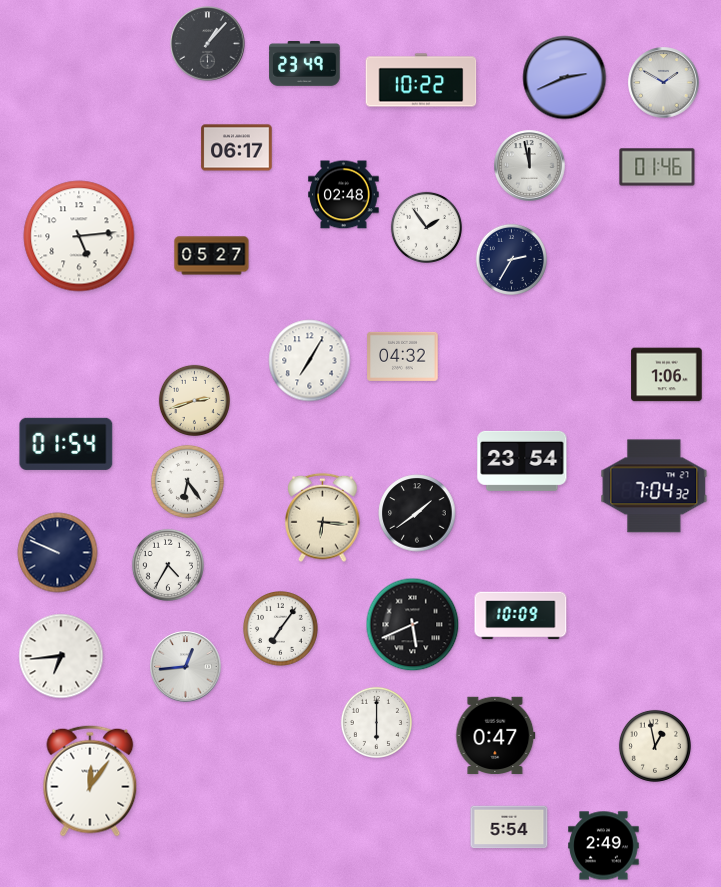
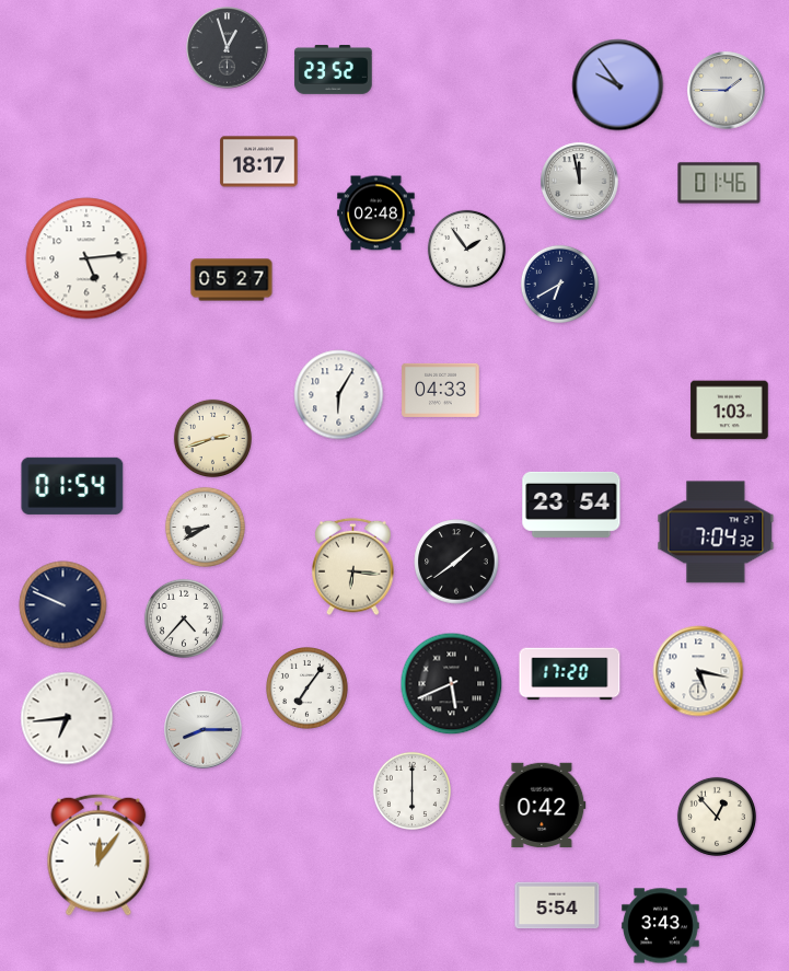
clock at (208, 44): 1:07 -> 12:57
clock at (305, 64): 23:49 -> 23:52
clock at (565, 78): 2:41 -> 9:54
clock at (421, 80): 10:22 -> none
clock at (664, 83): 1:50 -> 1:45
clock at (237, 148): 06:17 -> 18:17
clock at (511, 259): 2:35 -> 6:40
clock at (403, 356): 04:32 -> 04:33
clock at (310, 361): 7:05 -> 6:05
clock at (667, 375): 1:06 -> 1:03
clock at (187, 481): 6:24 -> 8:40
clock at (168, 565): 4:35 -> 4:37
clock at (698, 671): none -> 5:17
clock at (521, 616): 10:09 -> 17:20
clock at (186, 667): 12:44 -> 8:15
clock at (496, 736): 0:47 -> 0:42
clock at (655, 746): 12:58 -> 12:53
clock at (604, 846): 2:49 -> 3:43
